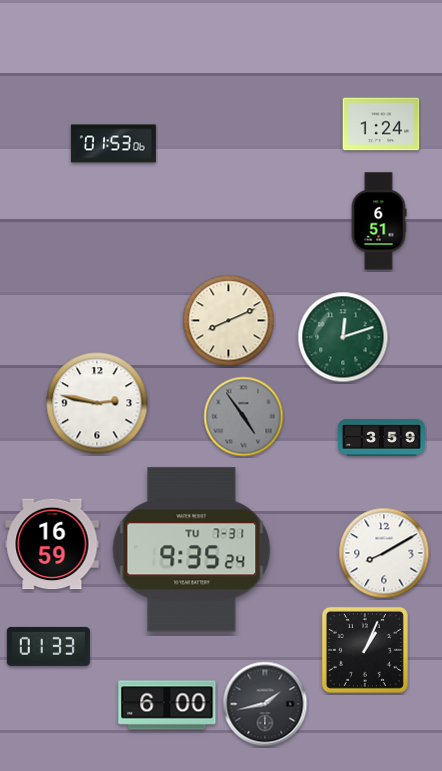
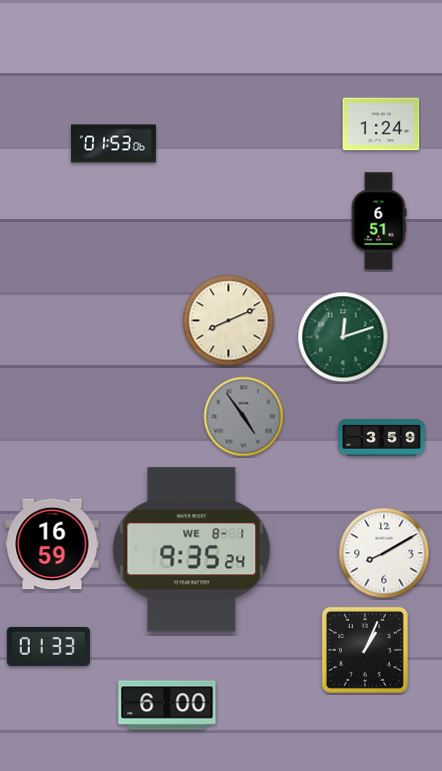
clock at (97, 403): 2:47 -> none
clock at (192, 550) date: TU 7-31 -> WE 8-1
clock at (265, 704): 1:43 -> none
